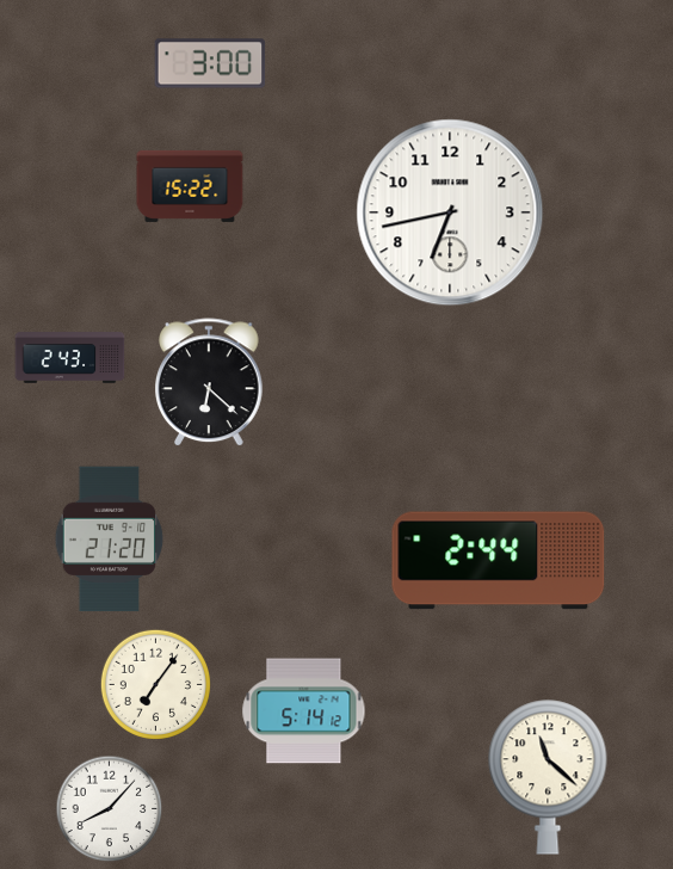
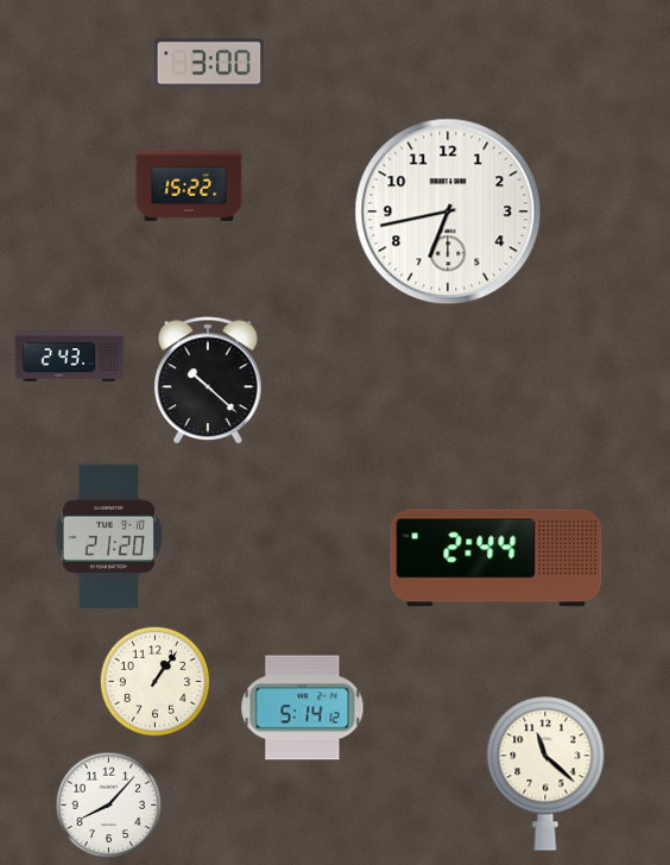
clock at (210, 383): 6:22 -> 10:22
clock at (155, 684): 7:06 -> 1:06
